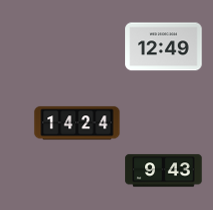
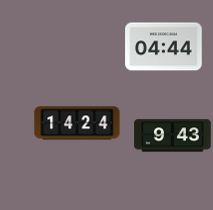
clock at (164, 47): 12:49 -> 04:44
clock at (164, 171) position: (164, 171) -> (173, 136)
